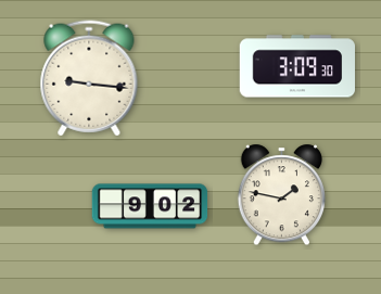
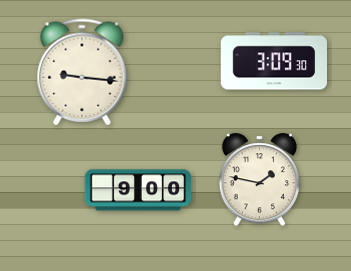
clock at (150, 206): 9:02 -> 9:00
